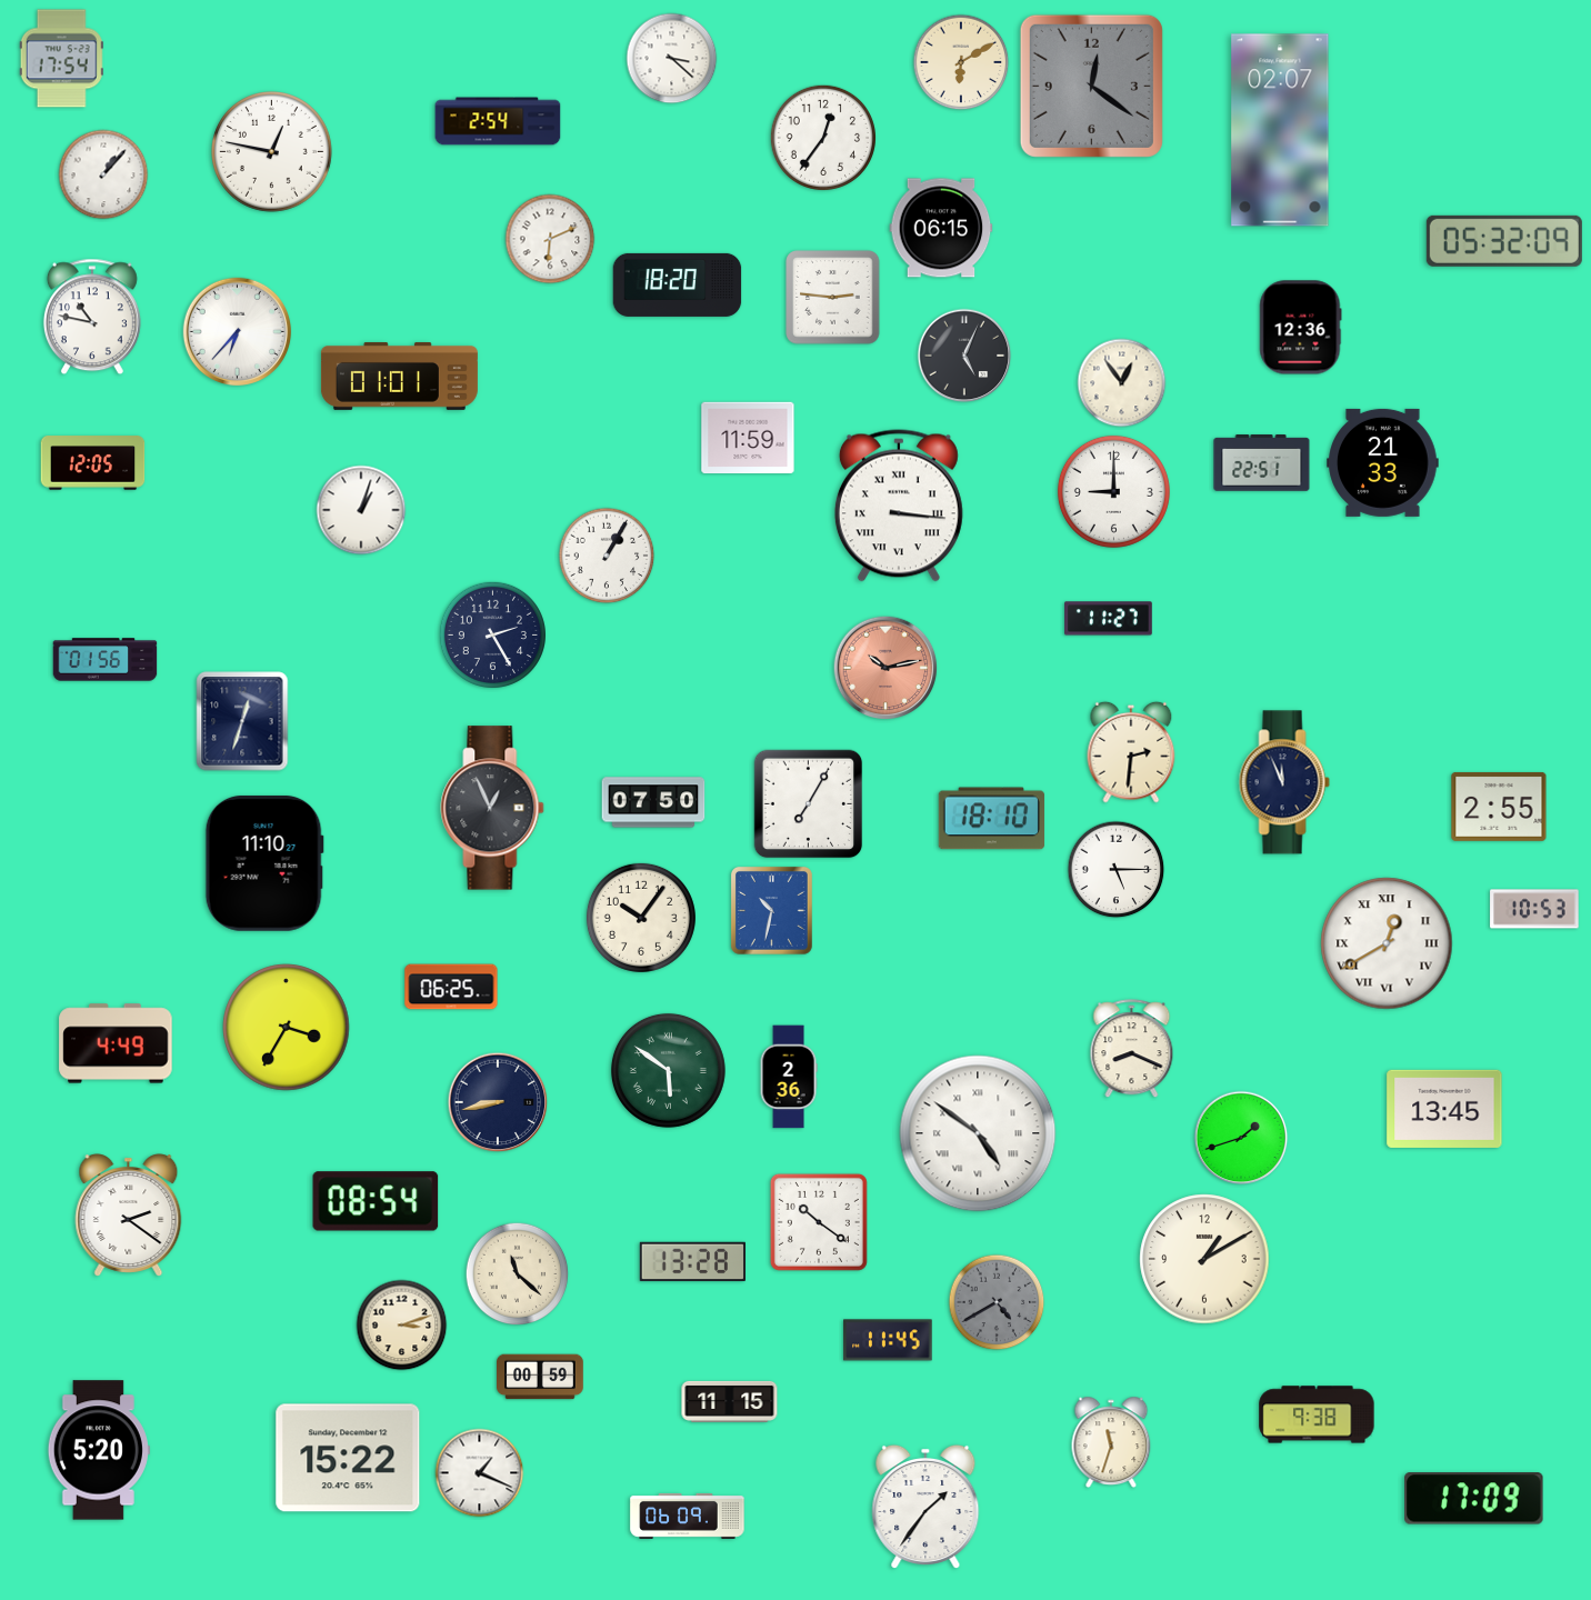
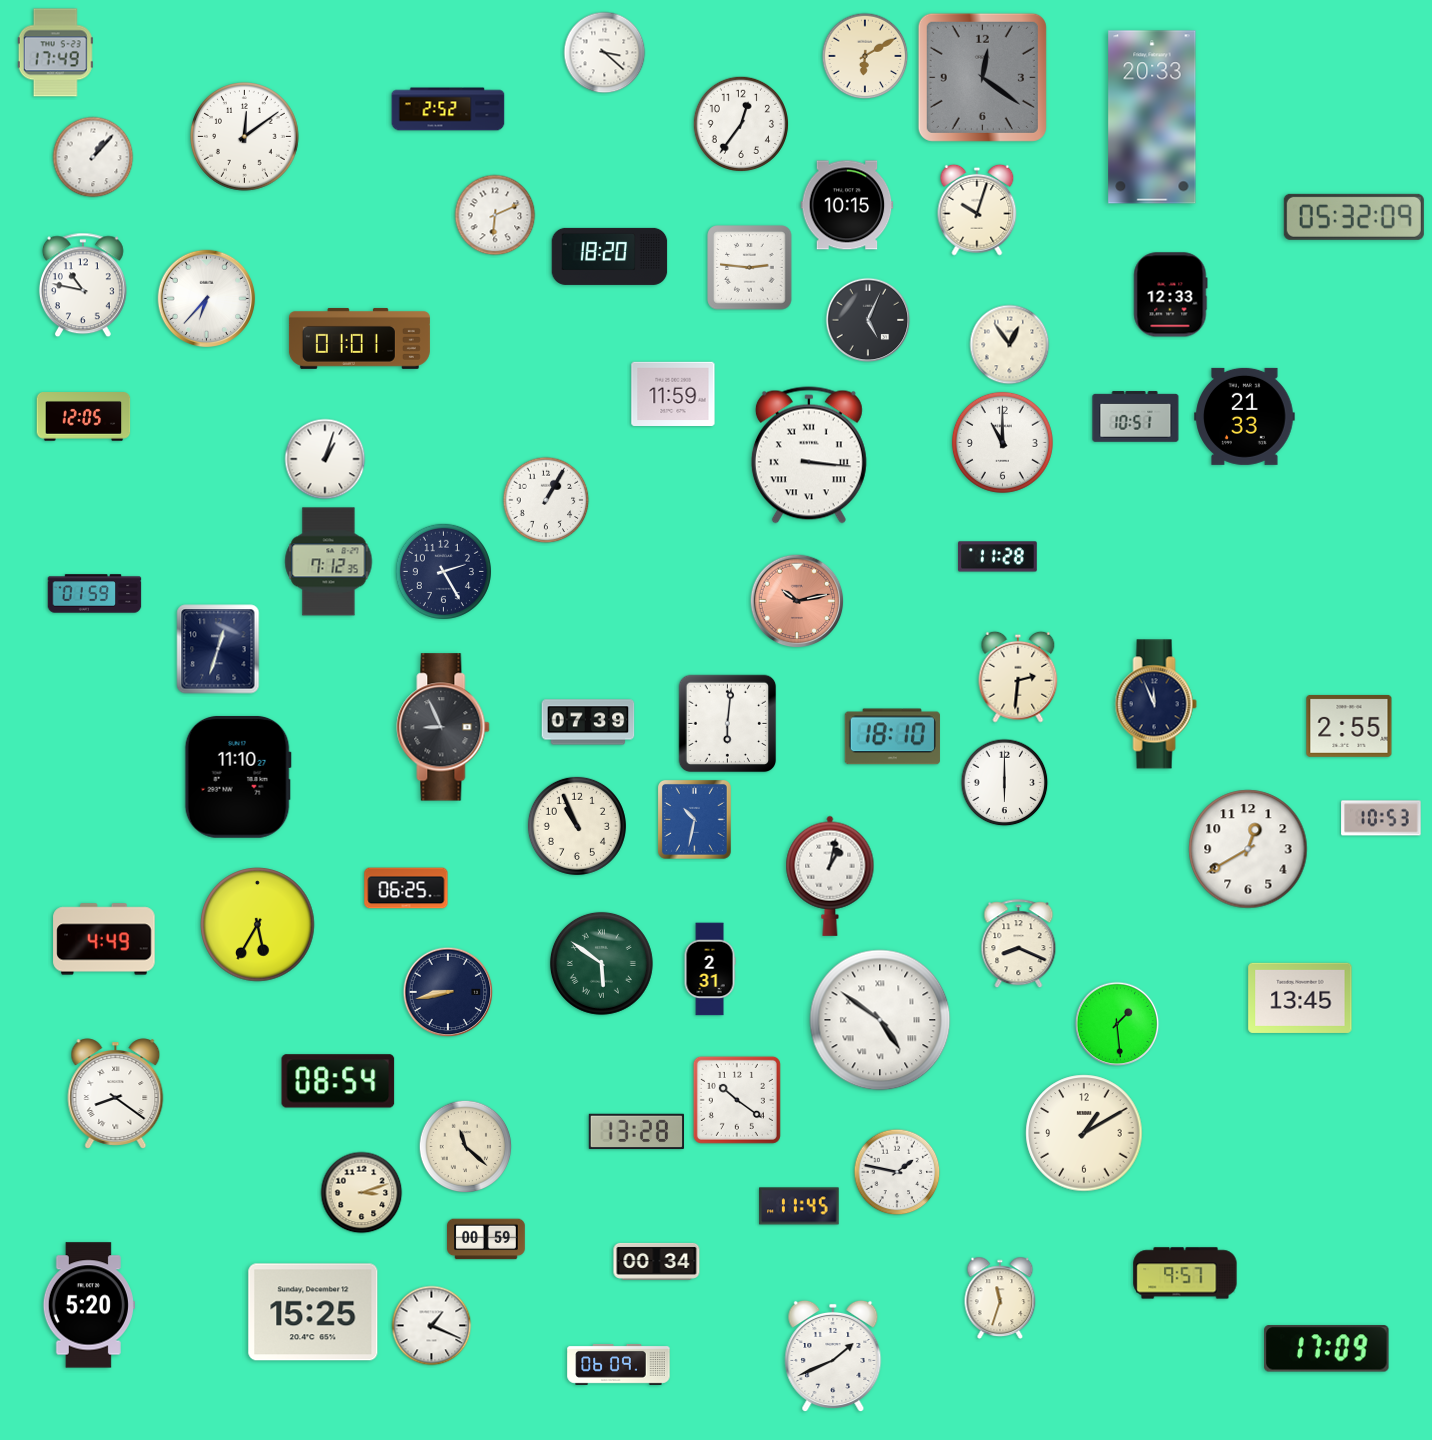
clock at (61, 59): 17:54 -> 17:49
clock at (498, 121): 2:54 -> 2:52
clock at (1280, 130): 02:07 -> 20:33
clock at (272, 152): 12:47 -> 12:09
clock at (941, 228): 06:15 -> 10:15
clock at (977, 210): none -> 10:03
clock at (1301, 328): 12:36 -> 12:33
clock at (238, 332) position: (238, 332) -> (207, 299)
clock at (1262, 463): 22:51 -> 10:51
clock at (1113, 491): 9:00 -> 11:00
clock at (1109, 619): 11:27 -> 11:28
clock at (329, 562): none -> 7:12
clock at (106, 660): 01:56 -> 01:59
clock at (653, 802): 07:50 -> 07:39
clock at (809, 804): 7:05 -> 6:01
clock at (492, 808): 12:56 -> 8:56
clock at (1117, 870): 5:15 -> 6:00
clock at (641, 918): 10:06 -> 10:56
clock at (1387, 943) numerals: Roman -> Arabic
clock at (830, 876): none -> 1:02
clock at (287, 1028): 3:35 -> 5:35
clock at (789, 1077): 2:36 -> 2:31
clock at (1241, 1138): 1:42 -> 1:29
clock at (129, 1216): 2:21 -> 8:21
clock at (692, 1262) position: (692, 1262) -> (636, 1132)
clock at (997, 1302): 4:40 -> 1:47
clock at (997, 1302) dial: grey -> white
clock at (730, 1401): 11:15 -> 00:34
clock at (1317, 1414): 9:38 -> 9:57
clock at (348, 1458): 15:22 -> 15:25
clock at (925, 1506): 1:36 -> 1:41
